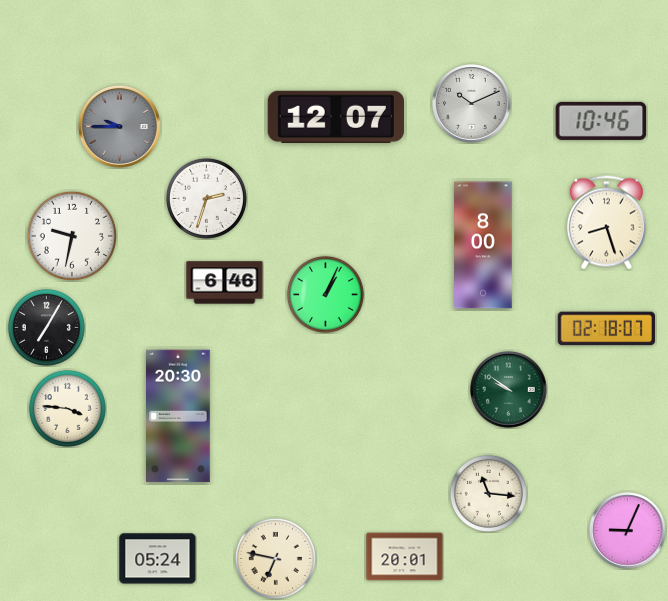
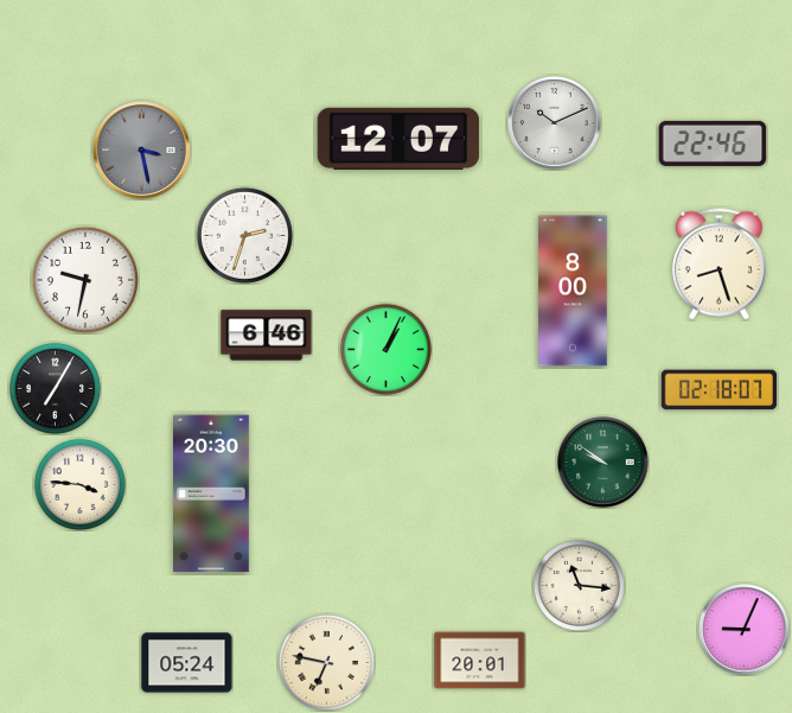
clock at (472, 104) position: (472, 104) -> (555, 123)
clock at (601, 121): 10:46 -> 22:46
clock at (119, 126): 9:45 -> 3:28
